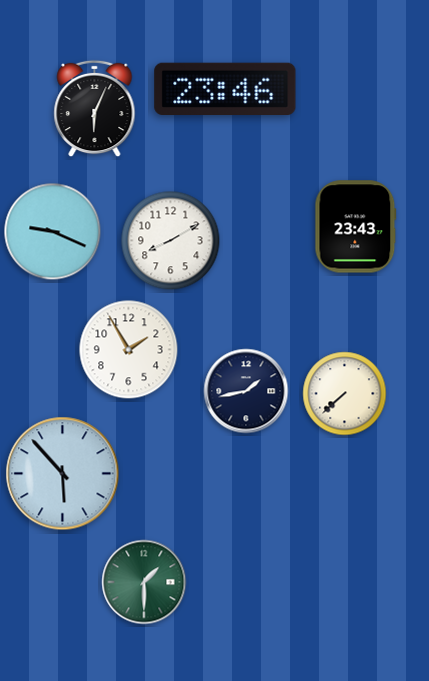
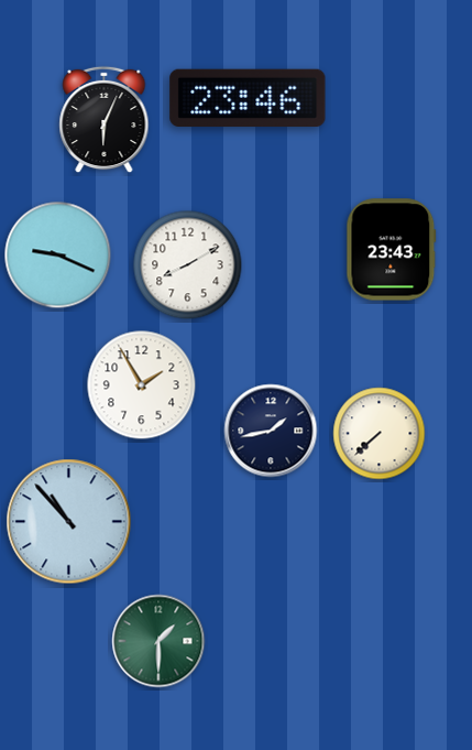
clock at (63, 474): 5:53 -> 10:53
